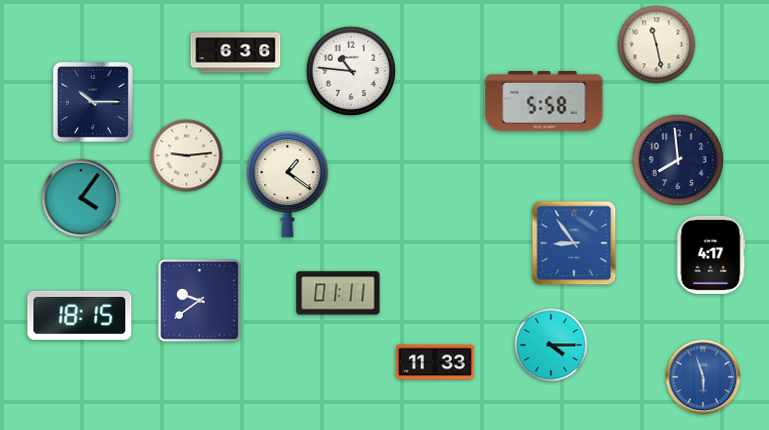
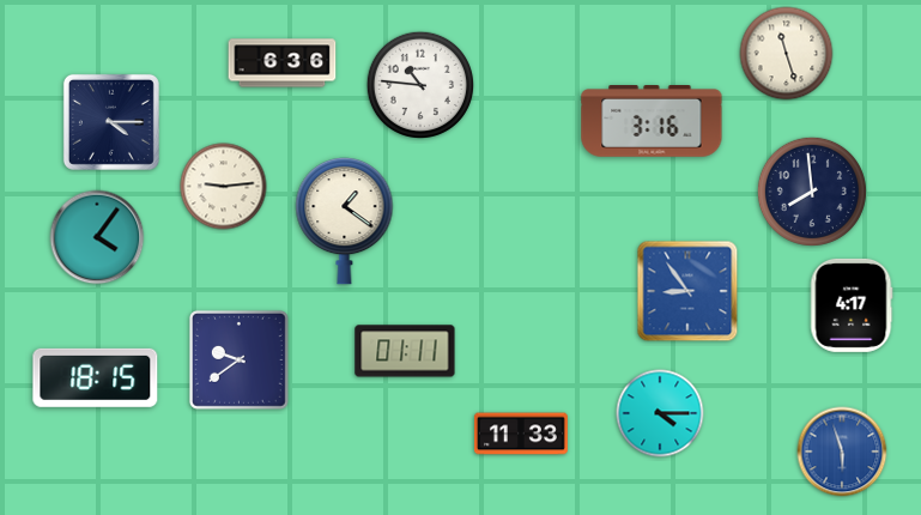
clock at (657, 45): 11:28 -> 11:27
clock at (93, 102): 10:15 -> 4:15
clock at (544, 102): 5:58 -> 3:16
